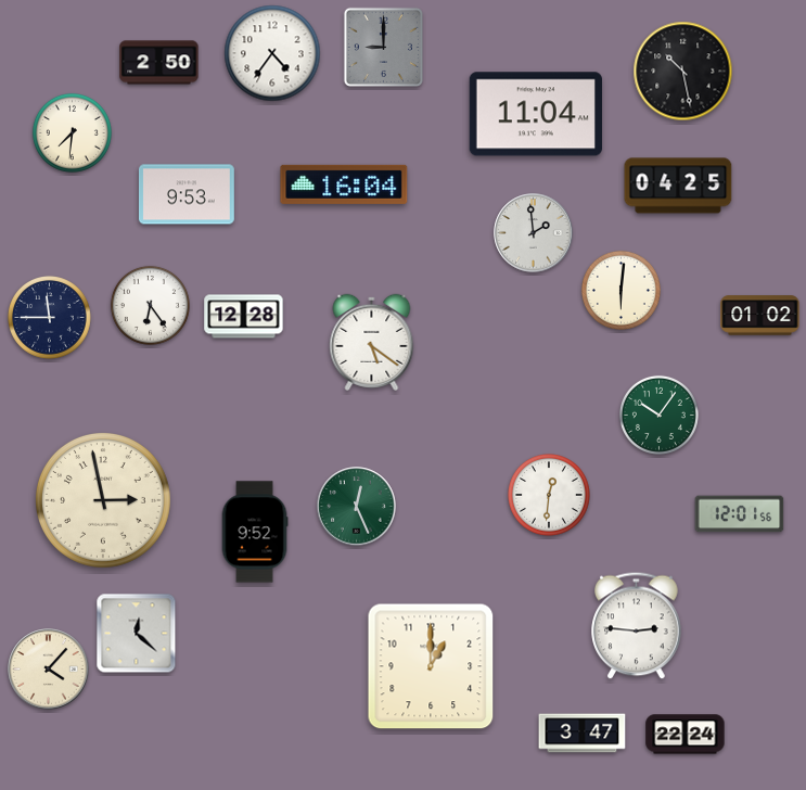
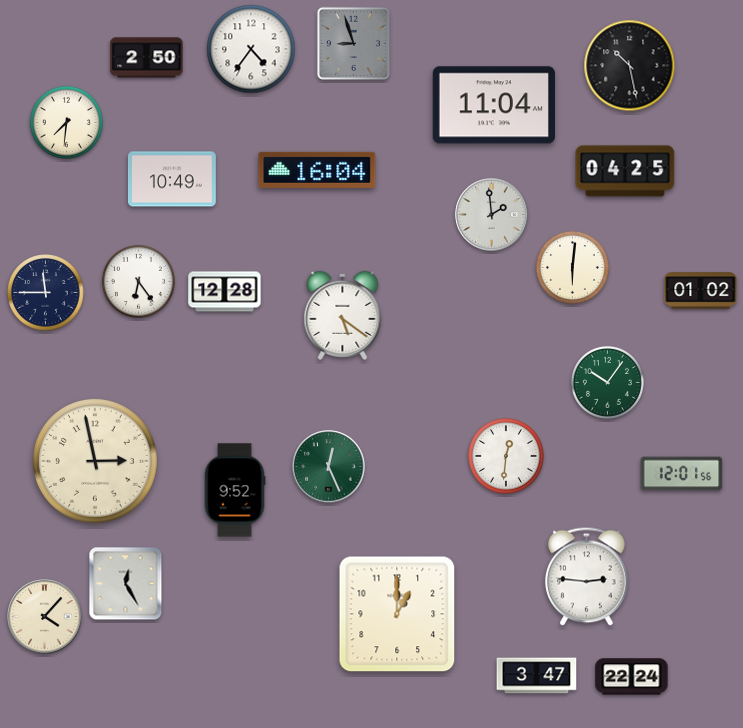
clock at (383, 47): 9:00 -> 8:57
clock at (187, 194): 9:53 -> 10:49
clock at (137, 634): 12:22 -> 12:25
